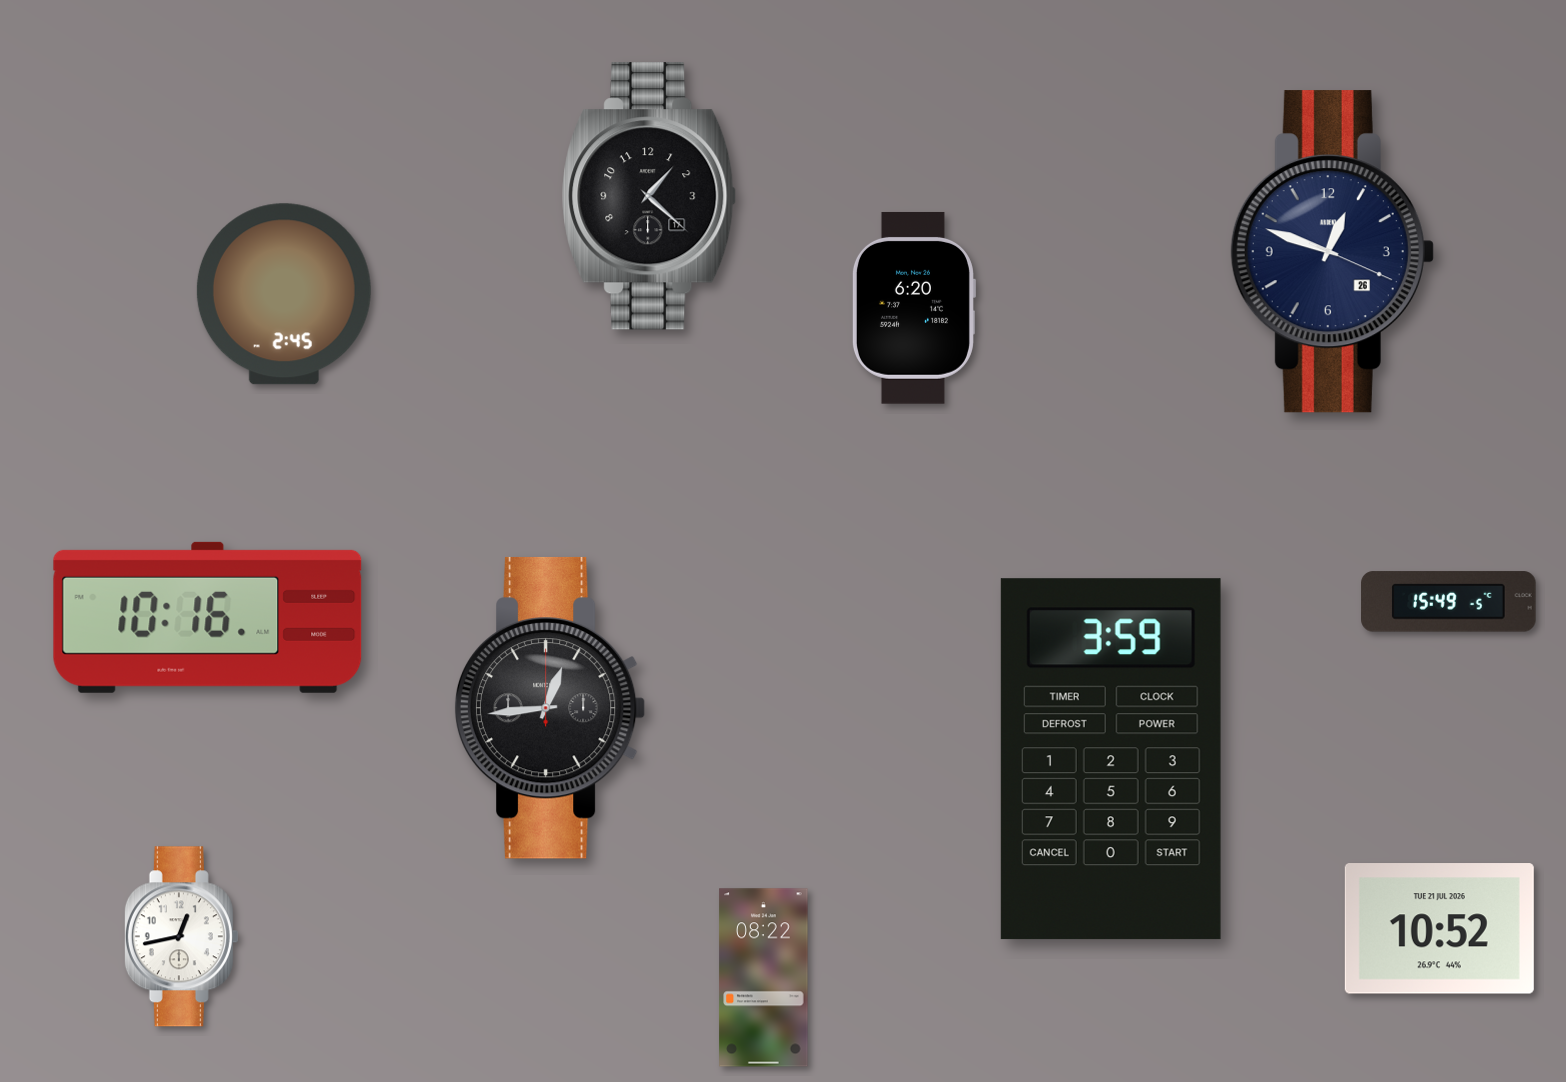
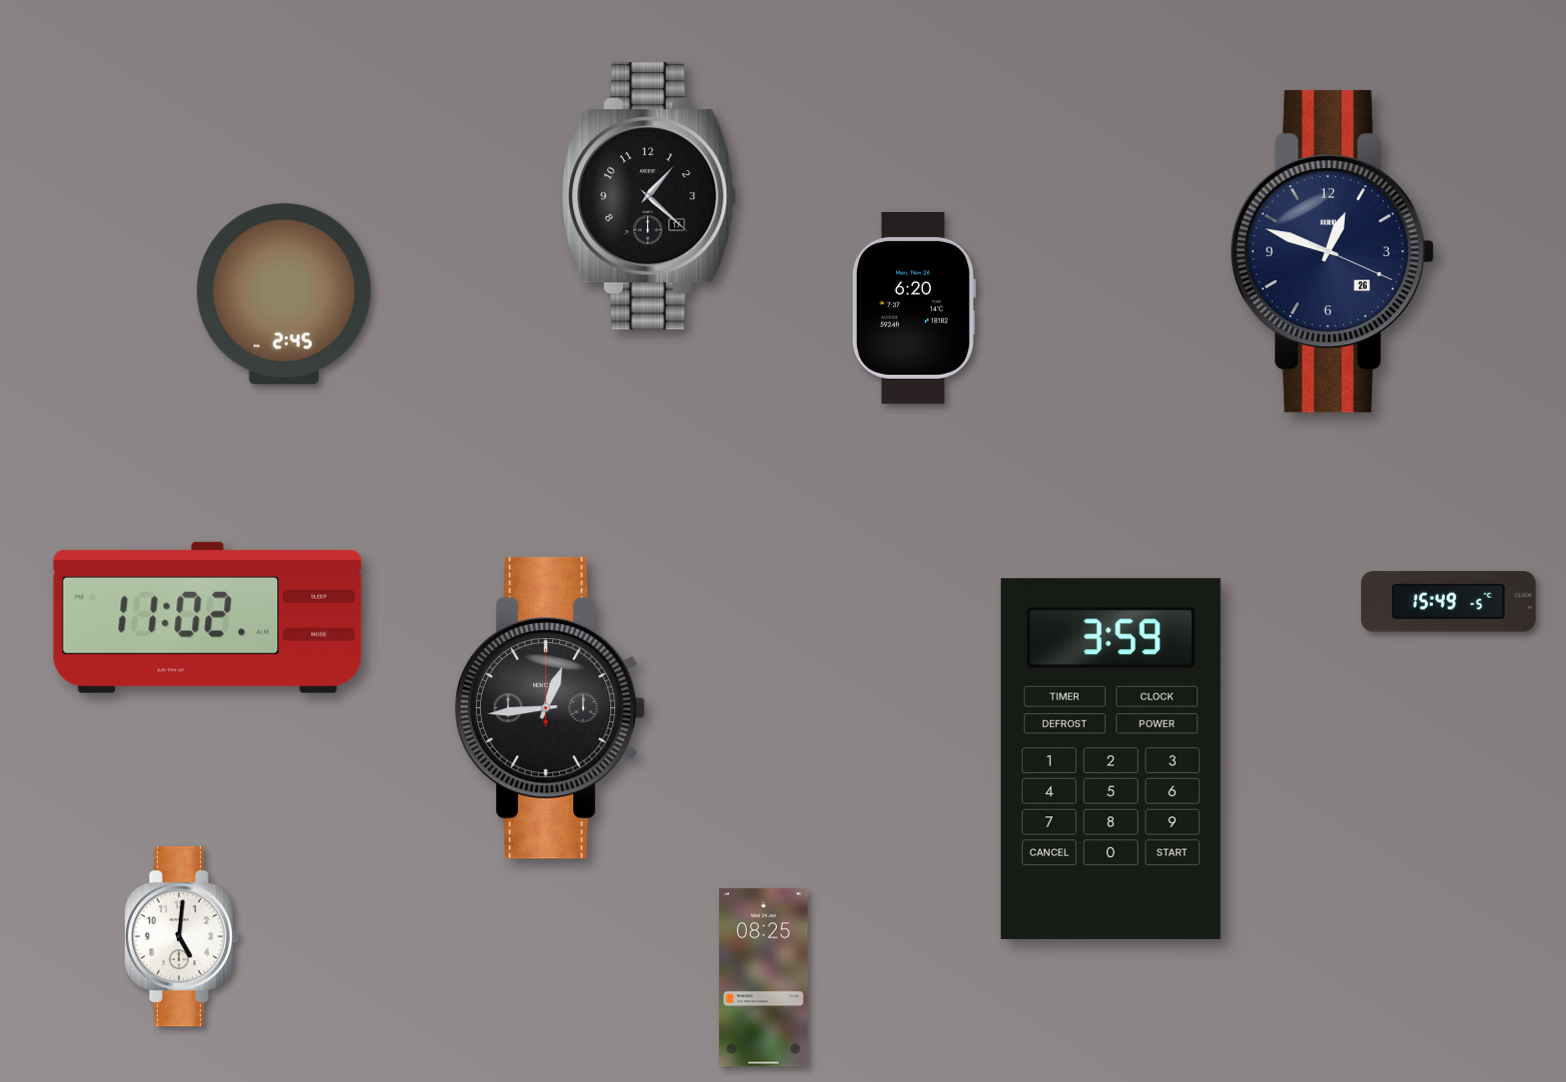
clock at (208, 617): 10:16 -> 11:02
clock at (1439, 929): 10:52 -> none
clock at (181, 937): 12:43 -> 5:01
clock at (764, 978): 08:22 -> 08:25
